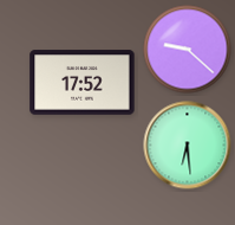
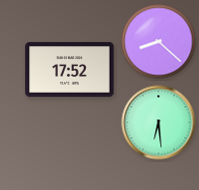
clock at (188, 50): 9:22 -> 8:22
